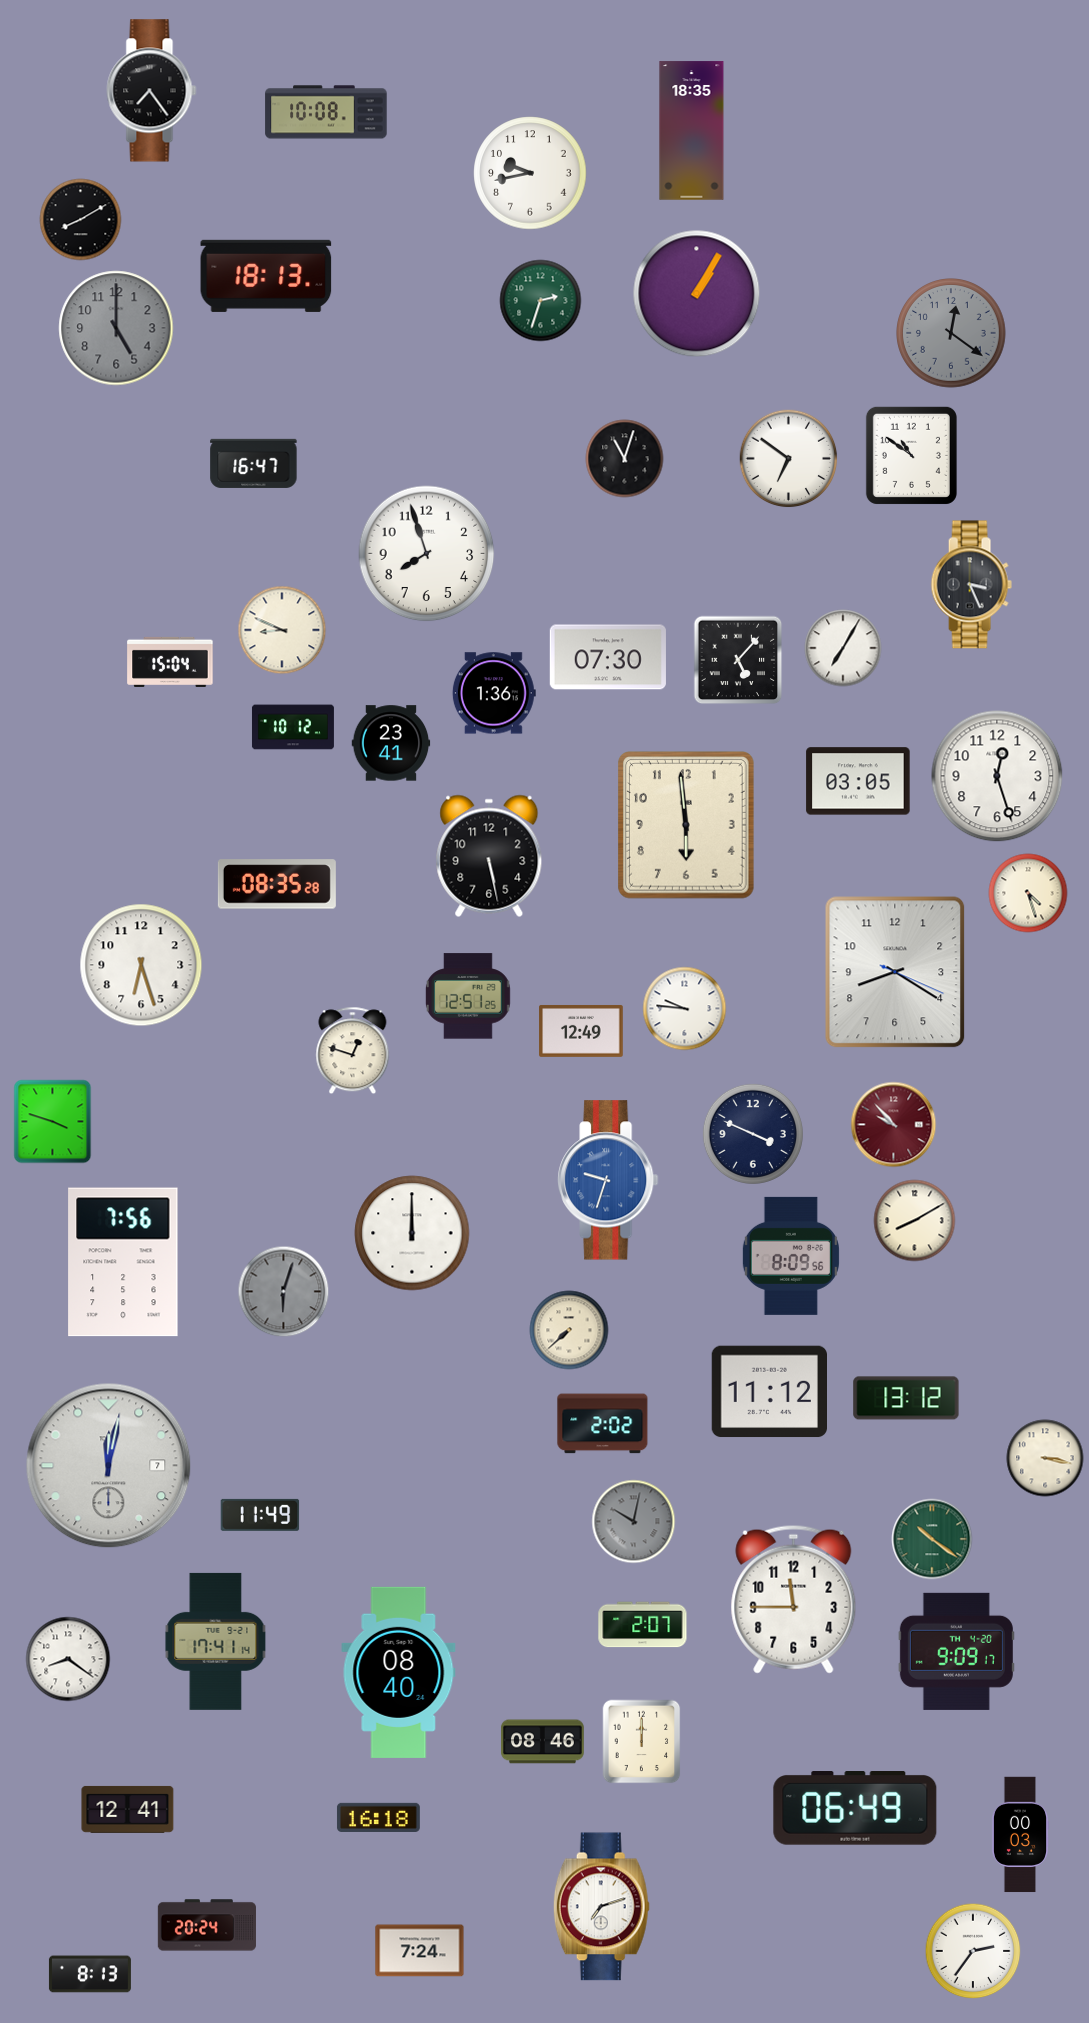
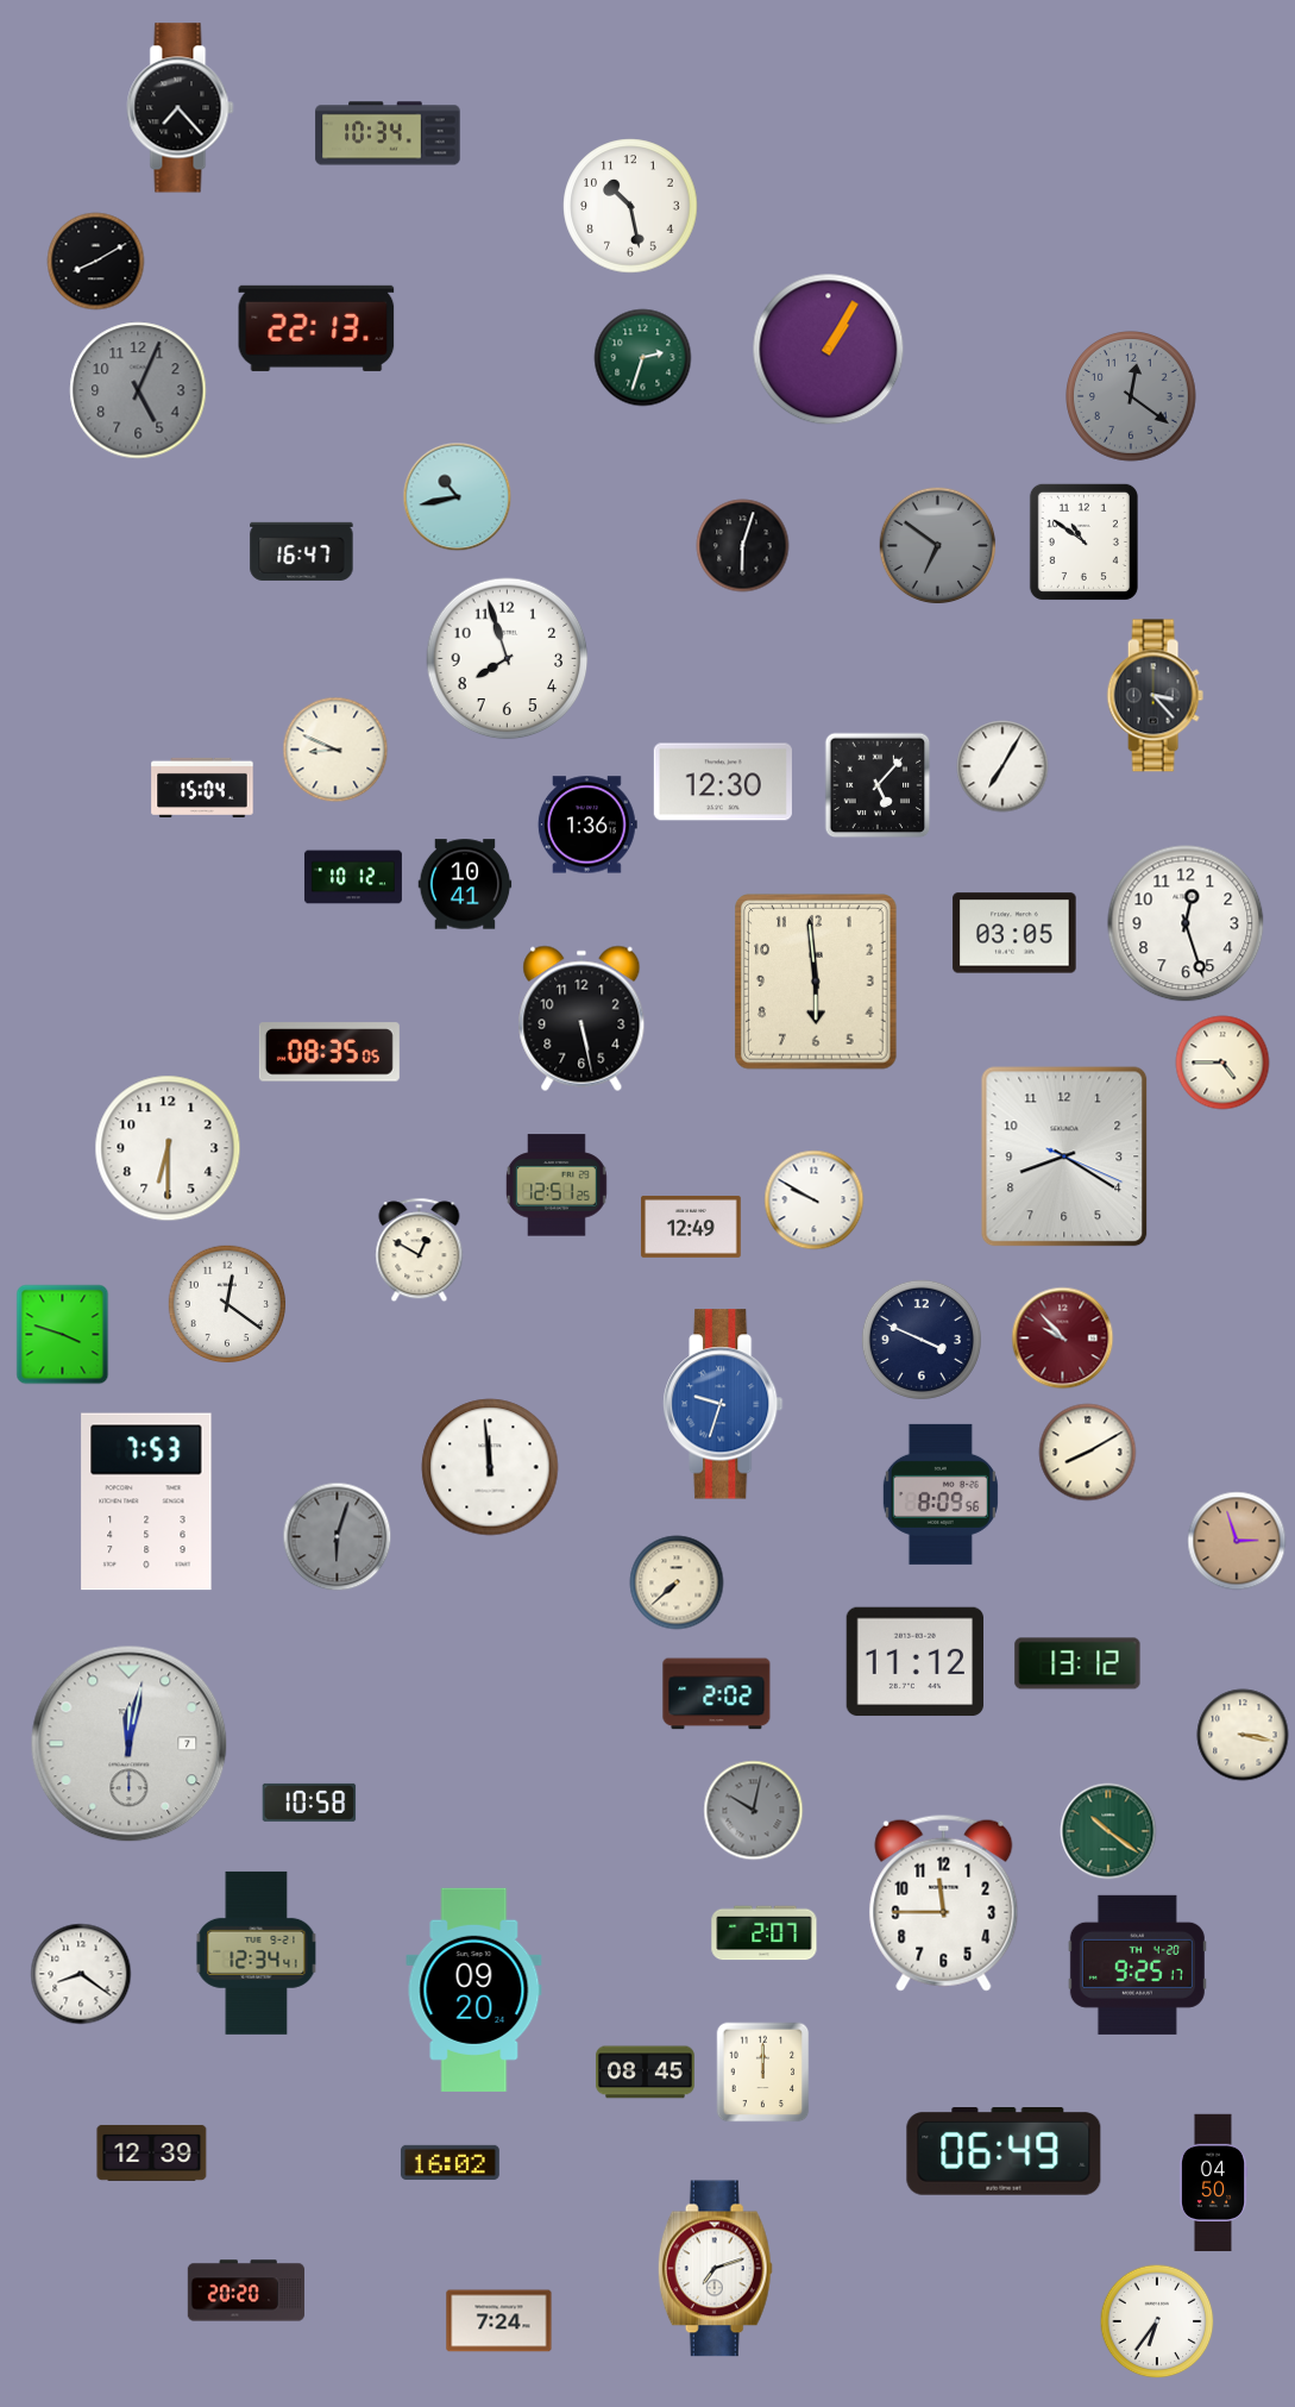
clock at (152, 91): 7:24 -> 7:23
clock at (326, 112): 10:08 -> 10:34
clock at (692, 131): 18:35 -> none
clock at (530, 173): 9:43 -> 10:28
clock at (266, 276): 18:13 -> 22:13
clock at (116, 328): 5:00 -> 5:04
clock at (458, 497): none -> 10:43
clock at (625, 459): 11:03 -> 6:03
clock at (789, 459) dial: white -> grey
clock at (971, 585): 3:26 -> 3:23
clock at (843, 648) position: (843, 648) -> (1002, 766)
clock at (608, 657): 07:30 -> 12:30
clock at (293, 727) position: (293, 727) -> (353, 877)
clock at (391, 743): 23:41 -> 10:41
clock at (858, 781) position: (858, 781) -> (1014, 933)
clock at (277, 884): 08:35:28 -> 08:35:05
clock at (1028, 893): 4:27 -> 4:45
clock at (141, 965): 6:27 -> 6:30
clock at (685, 1009): 9:46 -> 9:50
clock at (353, 1051): 12:48 -> 12:50
clock at (227, 1304): none -> 12:21
clock at (753, 1134) position: (753, 1134) -> (922, 1340)
clock at (412, 1233): 12:00 -> 11:59
clock at (123, 1262): 7:56 -> 7:53
clock at (1237, 1541): none -> 2:57
clock at (769, 1392) position: (769, 1392) -> (914, 1662)
clock at (260, 1515): 11:49 -> 10:58
clock at (216, 1641): 17:41 -> 12:34
clock at (956, 1651): 9:09 -> 9:25
clock at (399, 1672): 08:40 -> 09:20
clock at (542, 1742): 08:46 -> 08:45
clock at (855, 1808) position: (855, 1808) -> (1004, 2151)
clock at (128, 1809): 12:41 -> 12:39
clock at (378, 1817): 16:18 -> 16:02
clock at (1020, 1835): 00:03 -> 04:50
clock at (207, 1925): 20:24 -> 20:20
clock at (973, 1951): 2:36 -> 6:36
clock at (90, 1974): 8:13 -> none
